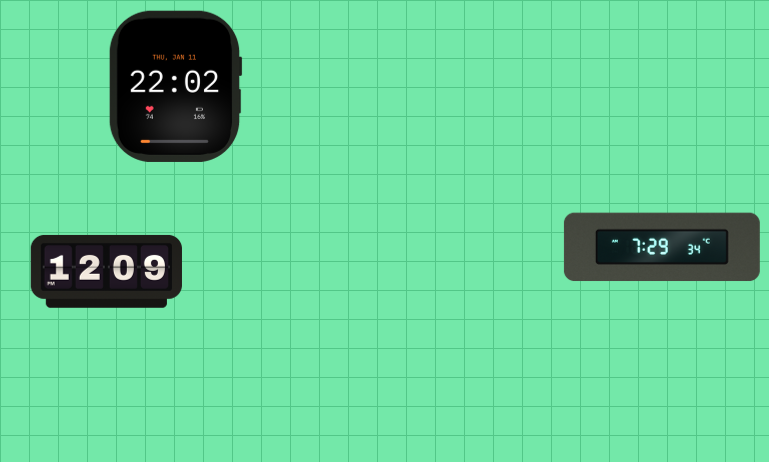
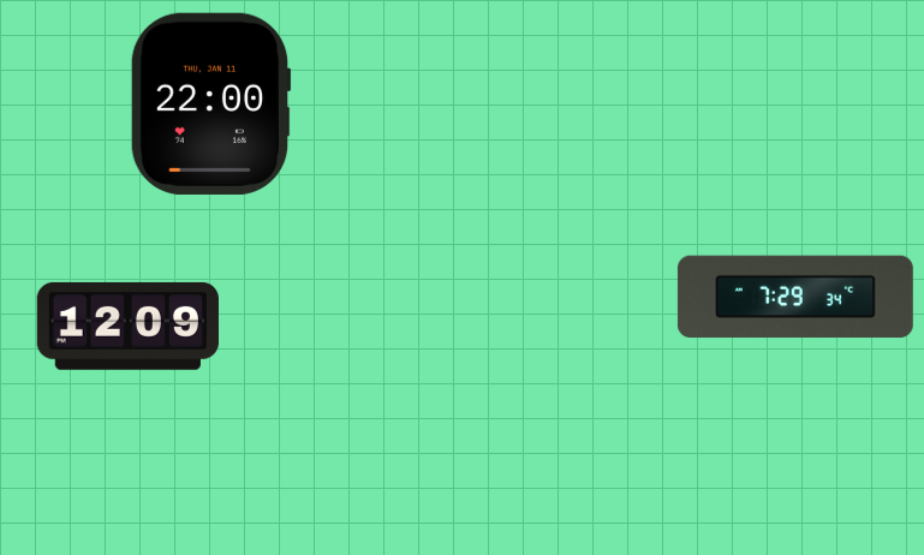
clock at (175, 86): 22:02 -> 22:00
